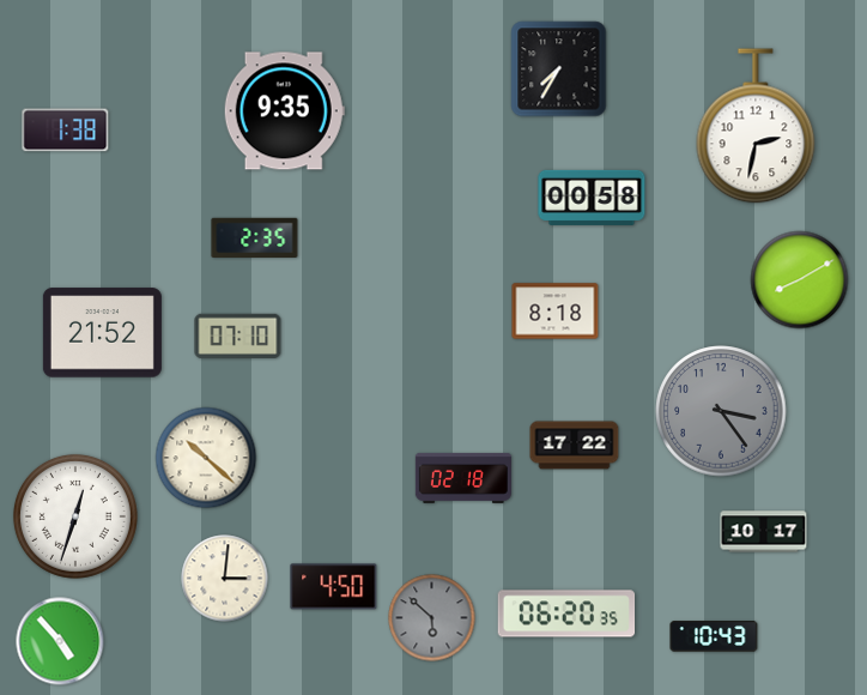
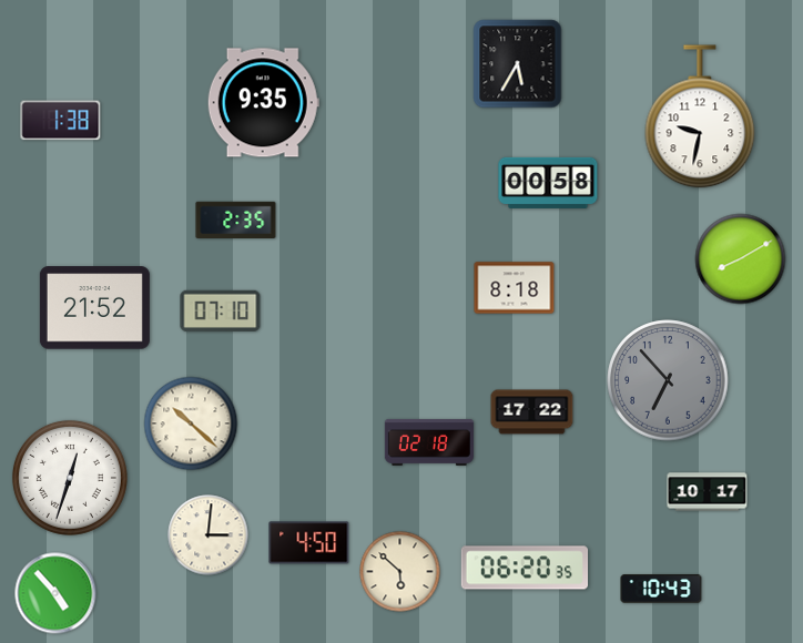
clock at (559, 69): 7:35 -> 5:35
clock at (756, 126): 2:32 -> 9:32
clock at (721, 411): 3:24 -> 6:53
clock at (432, 618) dial: grey -> cream
